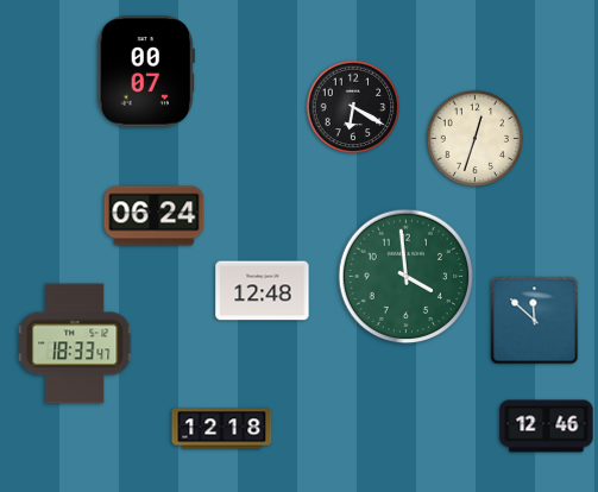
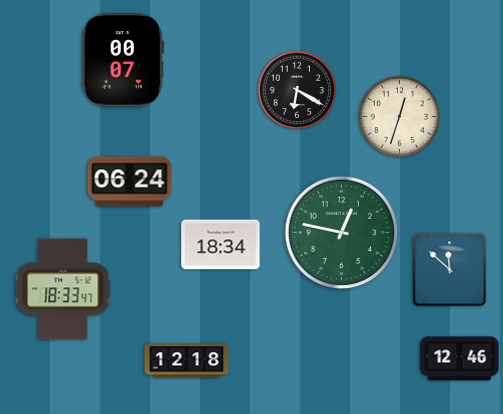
clock at (407, 277): 3:59 -> 12:47
clock at (263, 291): 12:48 -> 18:34
